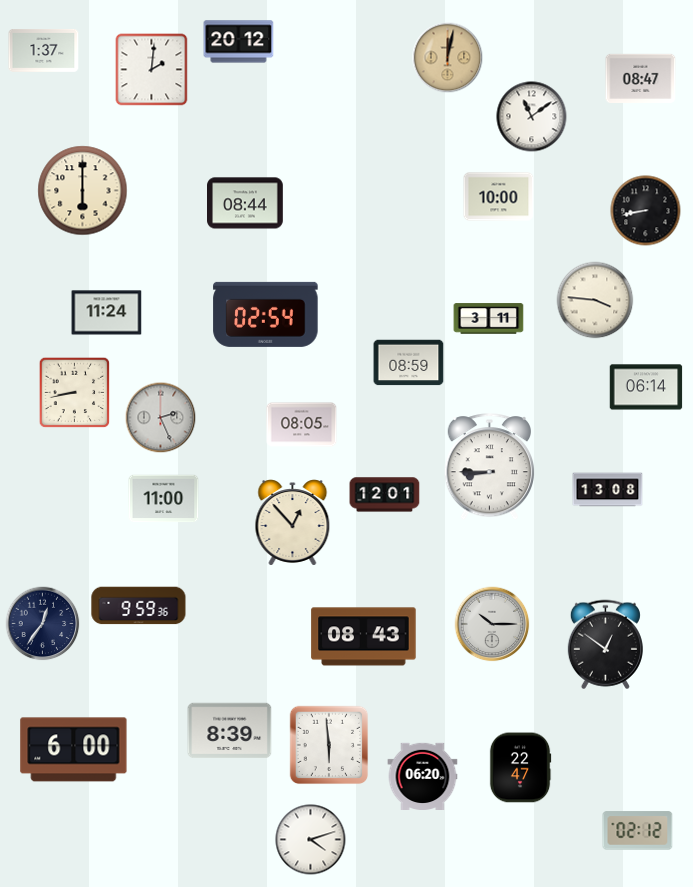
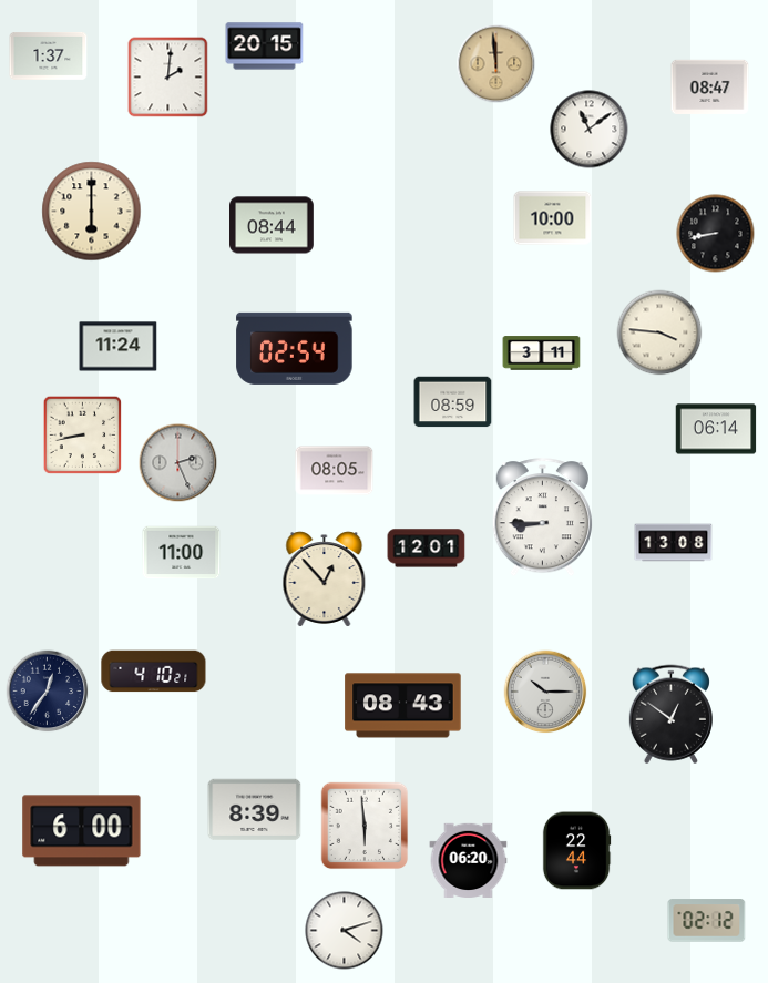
clock at (239, 42): 20:12 -> 20:15
clock at (448, 58): 12:02 -> 11:59
clock at (139, 606): 9:59 -> 4:10
clock at (520, 768): 22:47 -> 22:44
